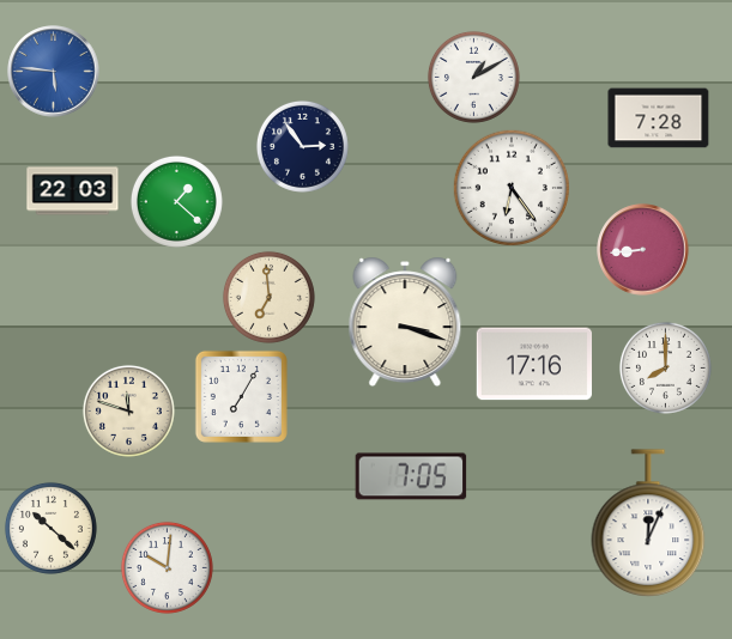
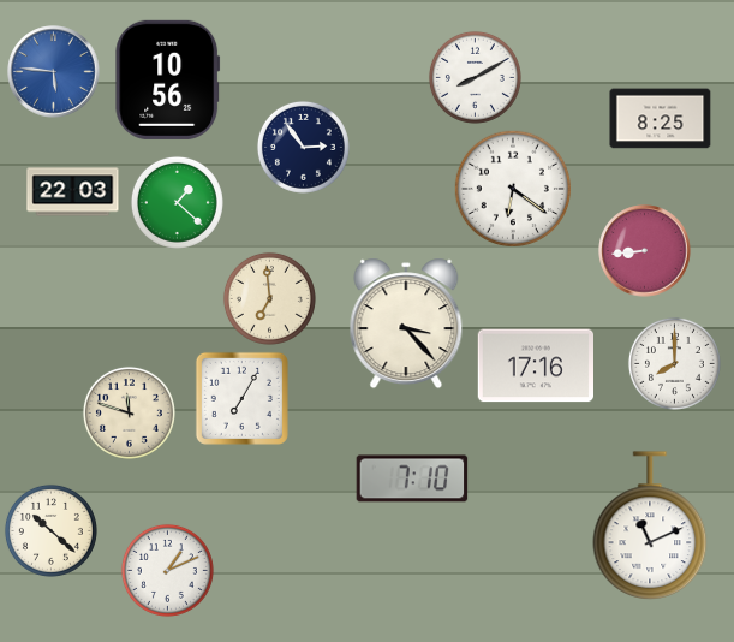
clock at (473, 77): 1:10 -> 8:10
clock at (168, 79): none -> 10:56
clock at (659, 118): 7:28 -> 8:25
clock at (510, 187): 6:24 -> 6:21
clock at (405, 322): 3:18 -> 3:23
clock at (665, 367) position: (665, 367) -> (674, 363)
clock at (411, 476): 7:05 -> 7:10
clock at (648, 523): 12:04 -> 11:11
clock at (167, 567): 10:01 -> 1:11
